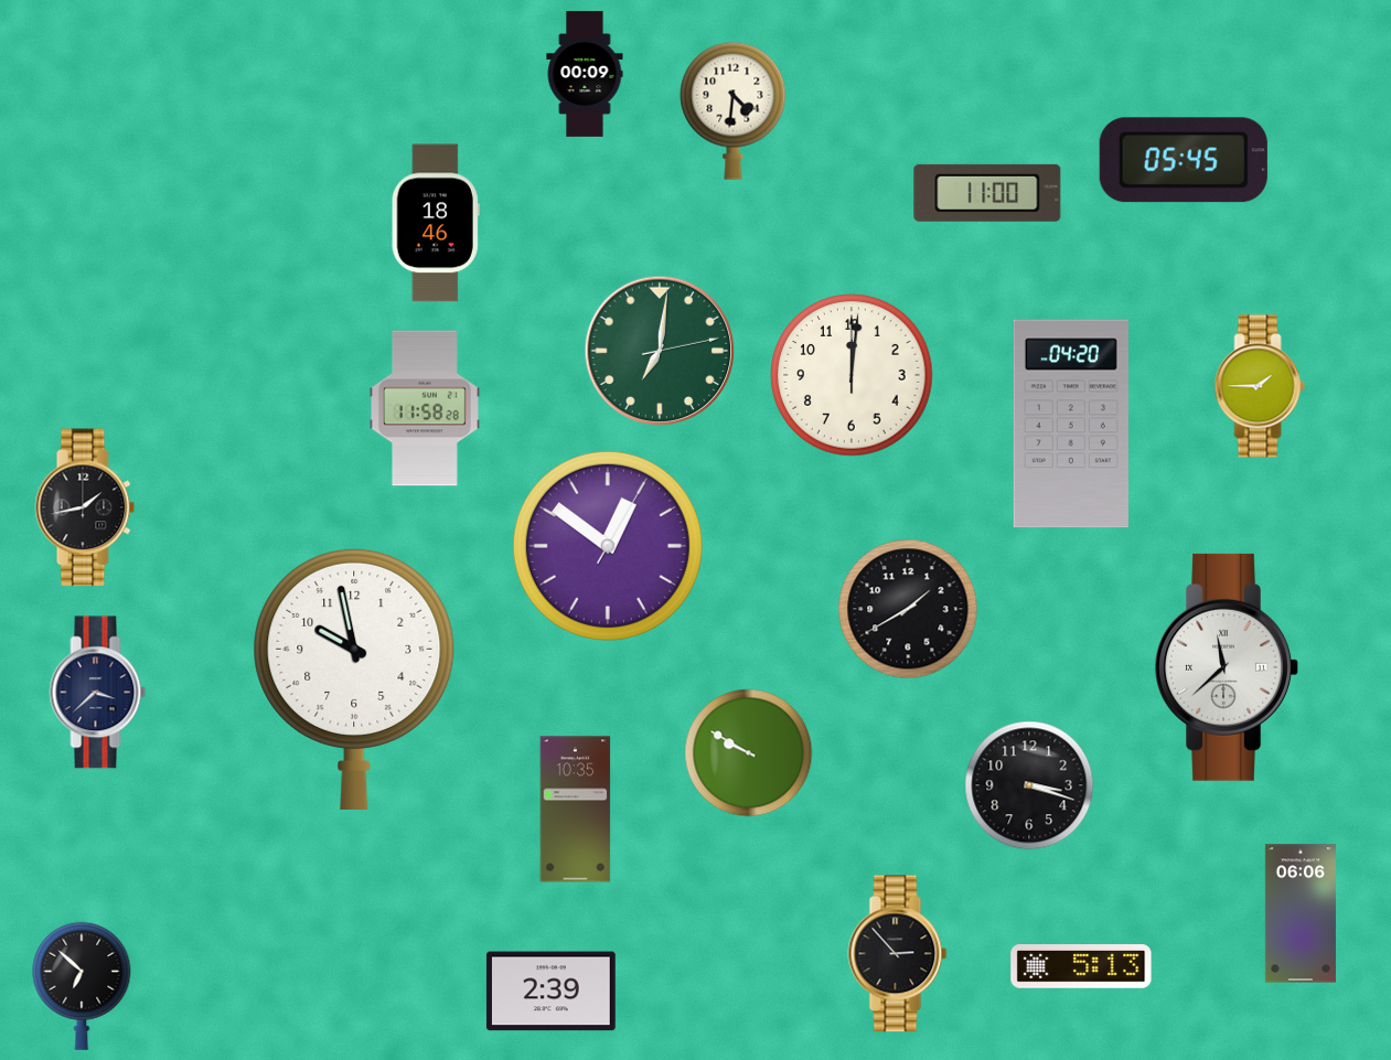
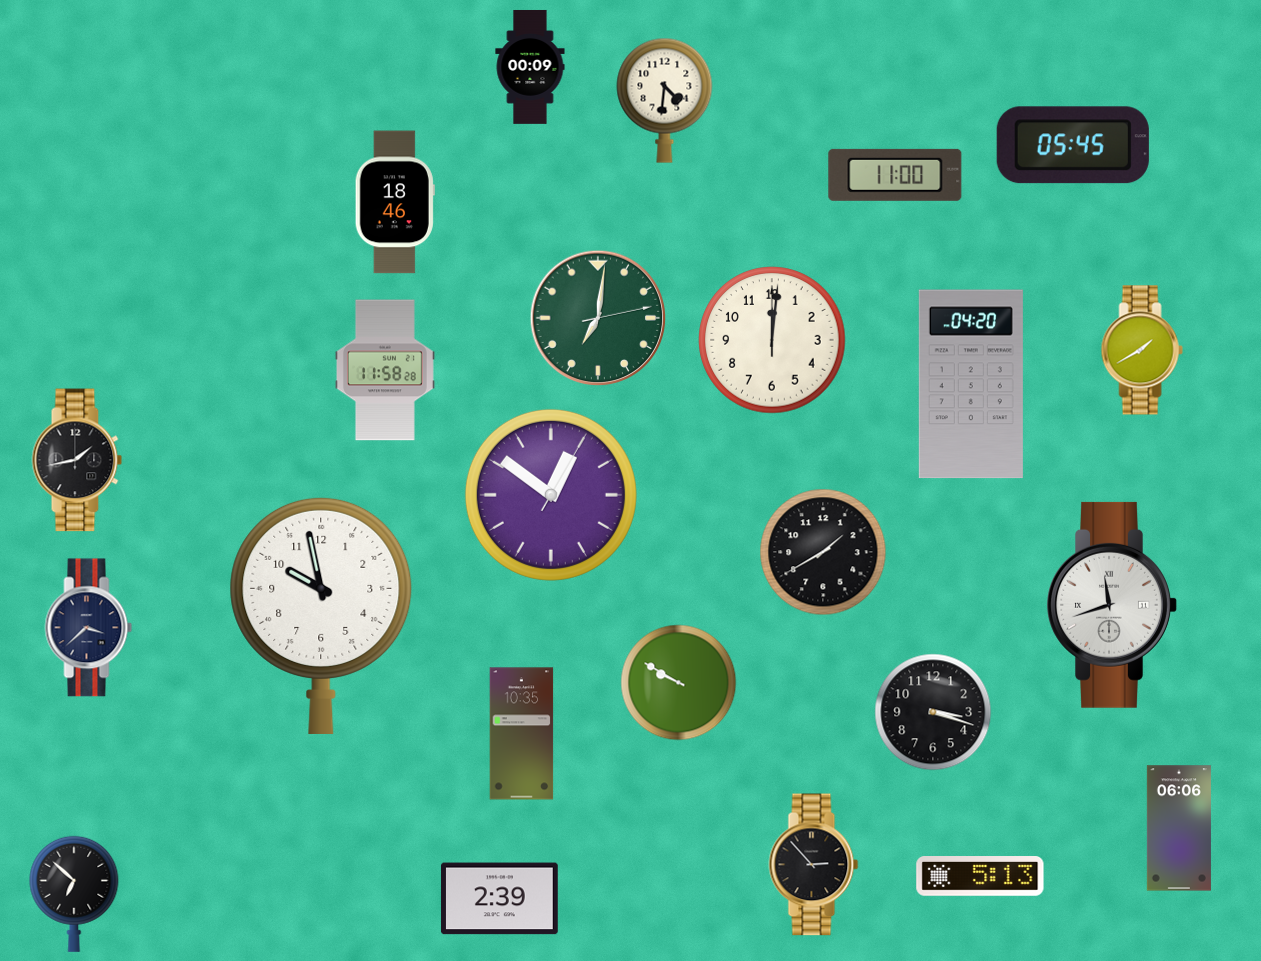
clock at (1260, 386): 1:45 -> 1:40
clock at (1227, 667): 11:38 -> 11:42
